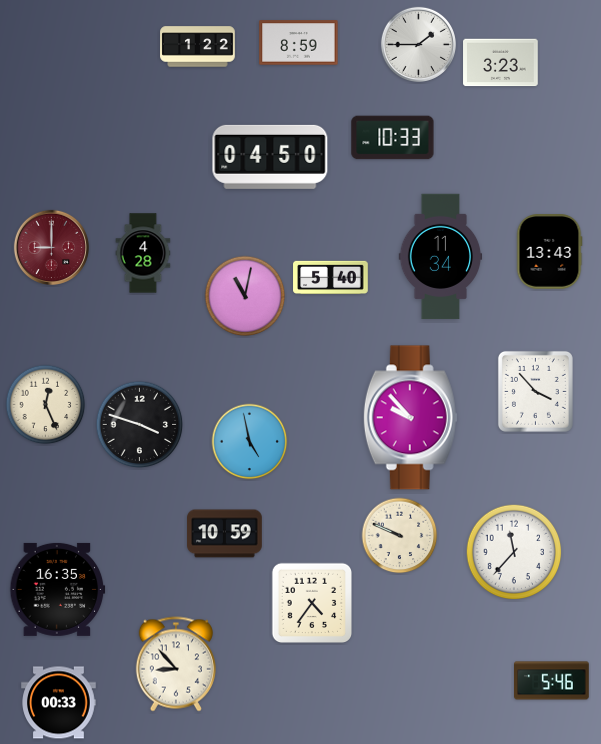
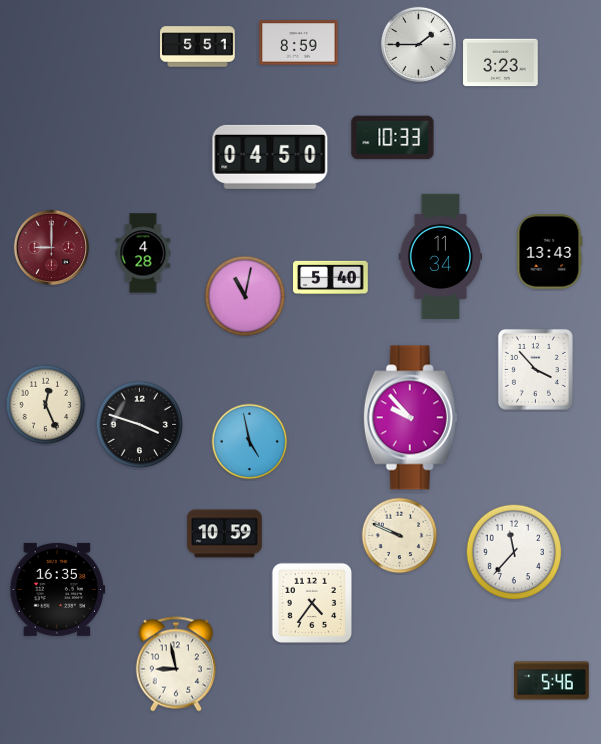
clock at (198, 47): 1:22 -> 5:51
clock at (535, 391) position: (535, 391) -> (535, 369)
clock at (176, 664): 8:53 -> 8:58
clock at (59, 703): 00:33 -> none
